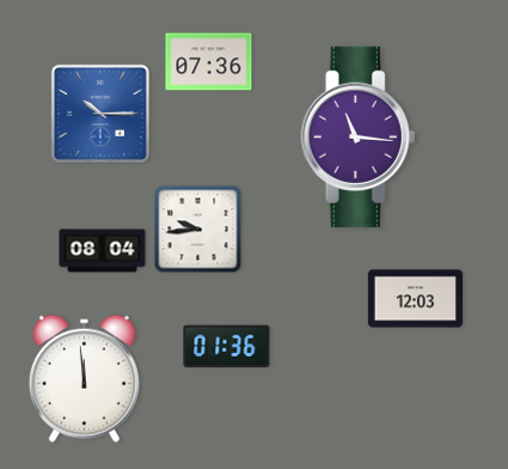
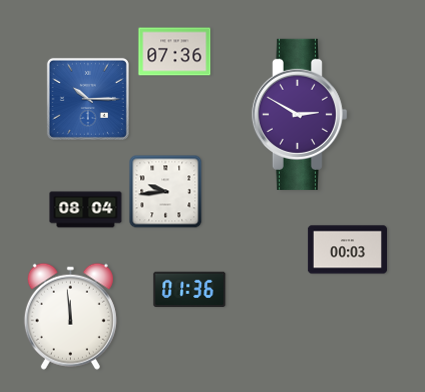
clock at (100, 114) position: (100, 114) -> (88, 99)
clock at (359, 136): 11:16 -> 2:50
clock at (415, 299): 12:03 -> 00:03
